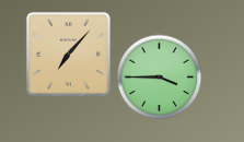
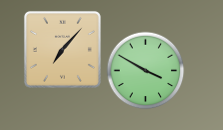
clock at (159, 76): 3:45 -> 3:50
